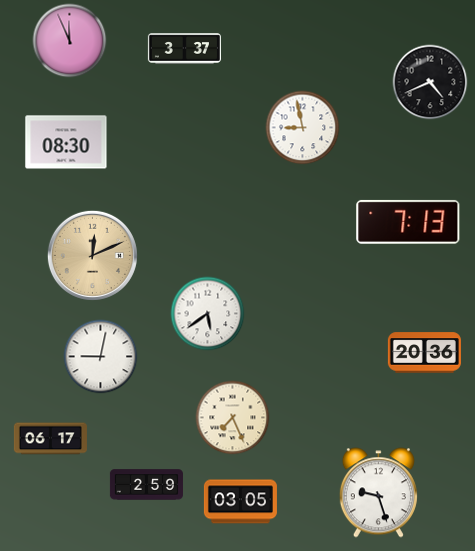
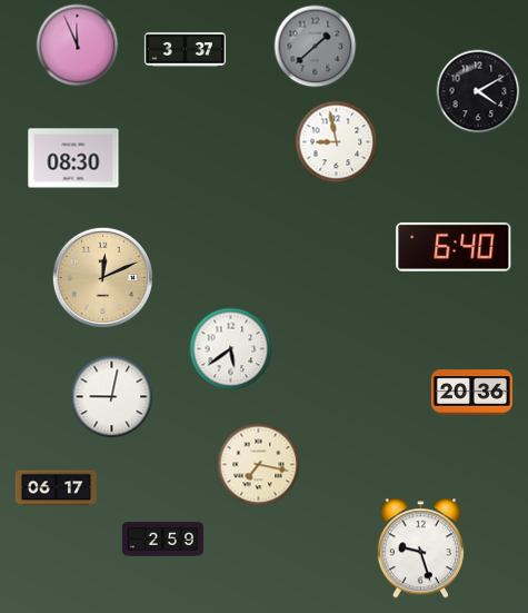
clock at (316, 47): none -> 1:38
clock at (184, 49) position: (184, 49) -> (185, 50)
clock at (430, 82): 4:41 -> 4:10
clock at (408, 222): 7:13 -> 6:40
clock at (92, 255) position: (92, 255) -> (102, 277)
clock at (233, 418): 7:26 -> 7:17
clock at (240, 502): 03:05 -> none
